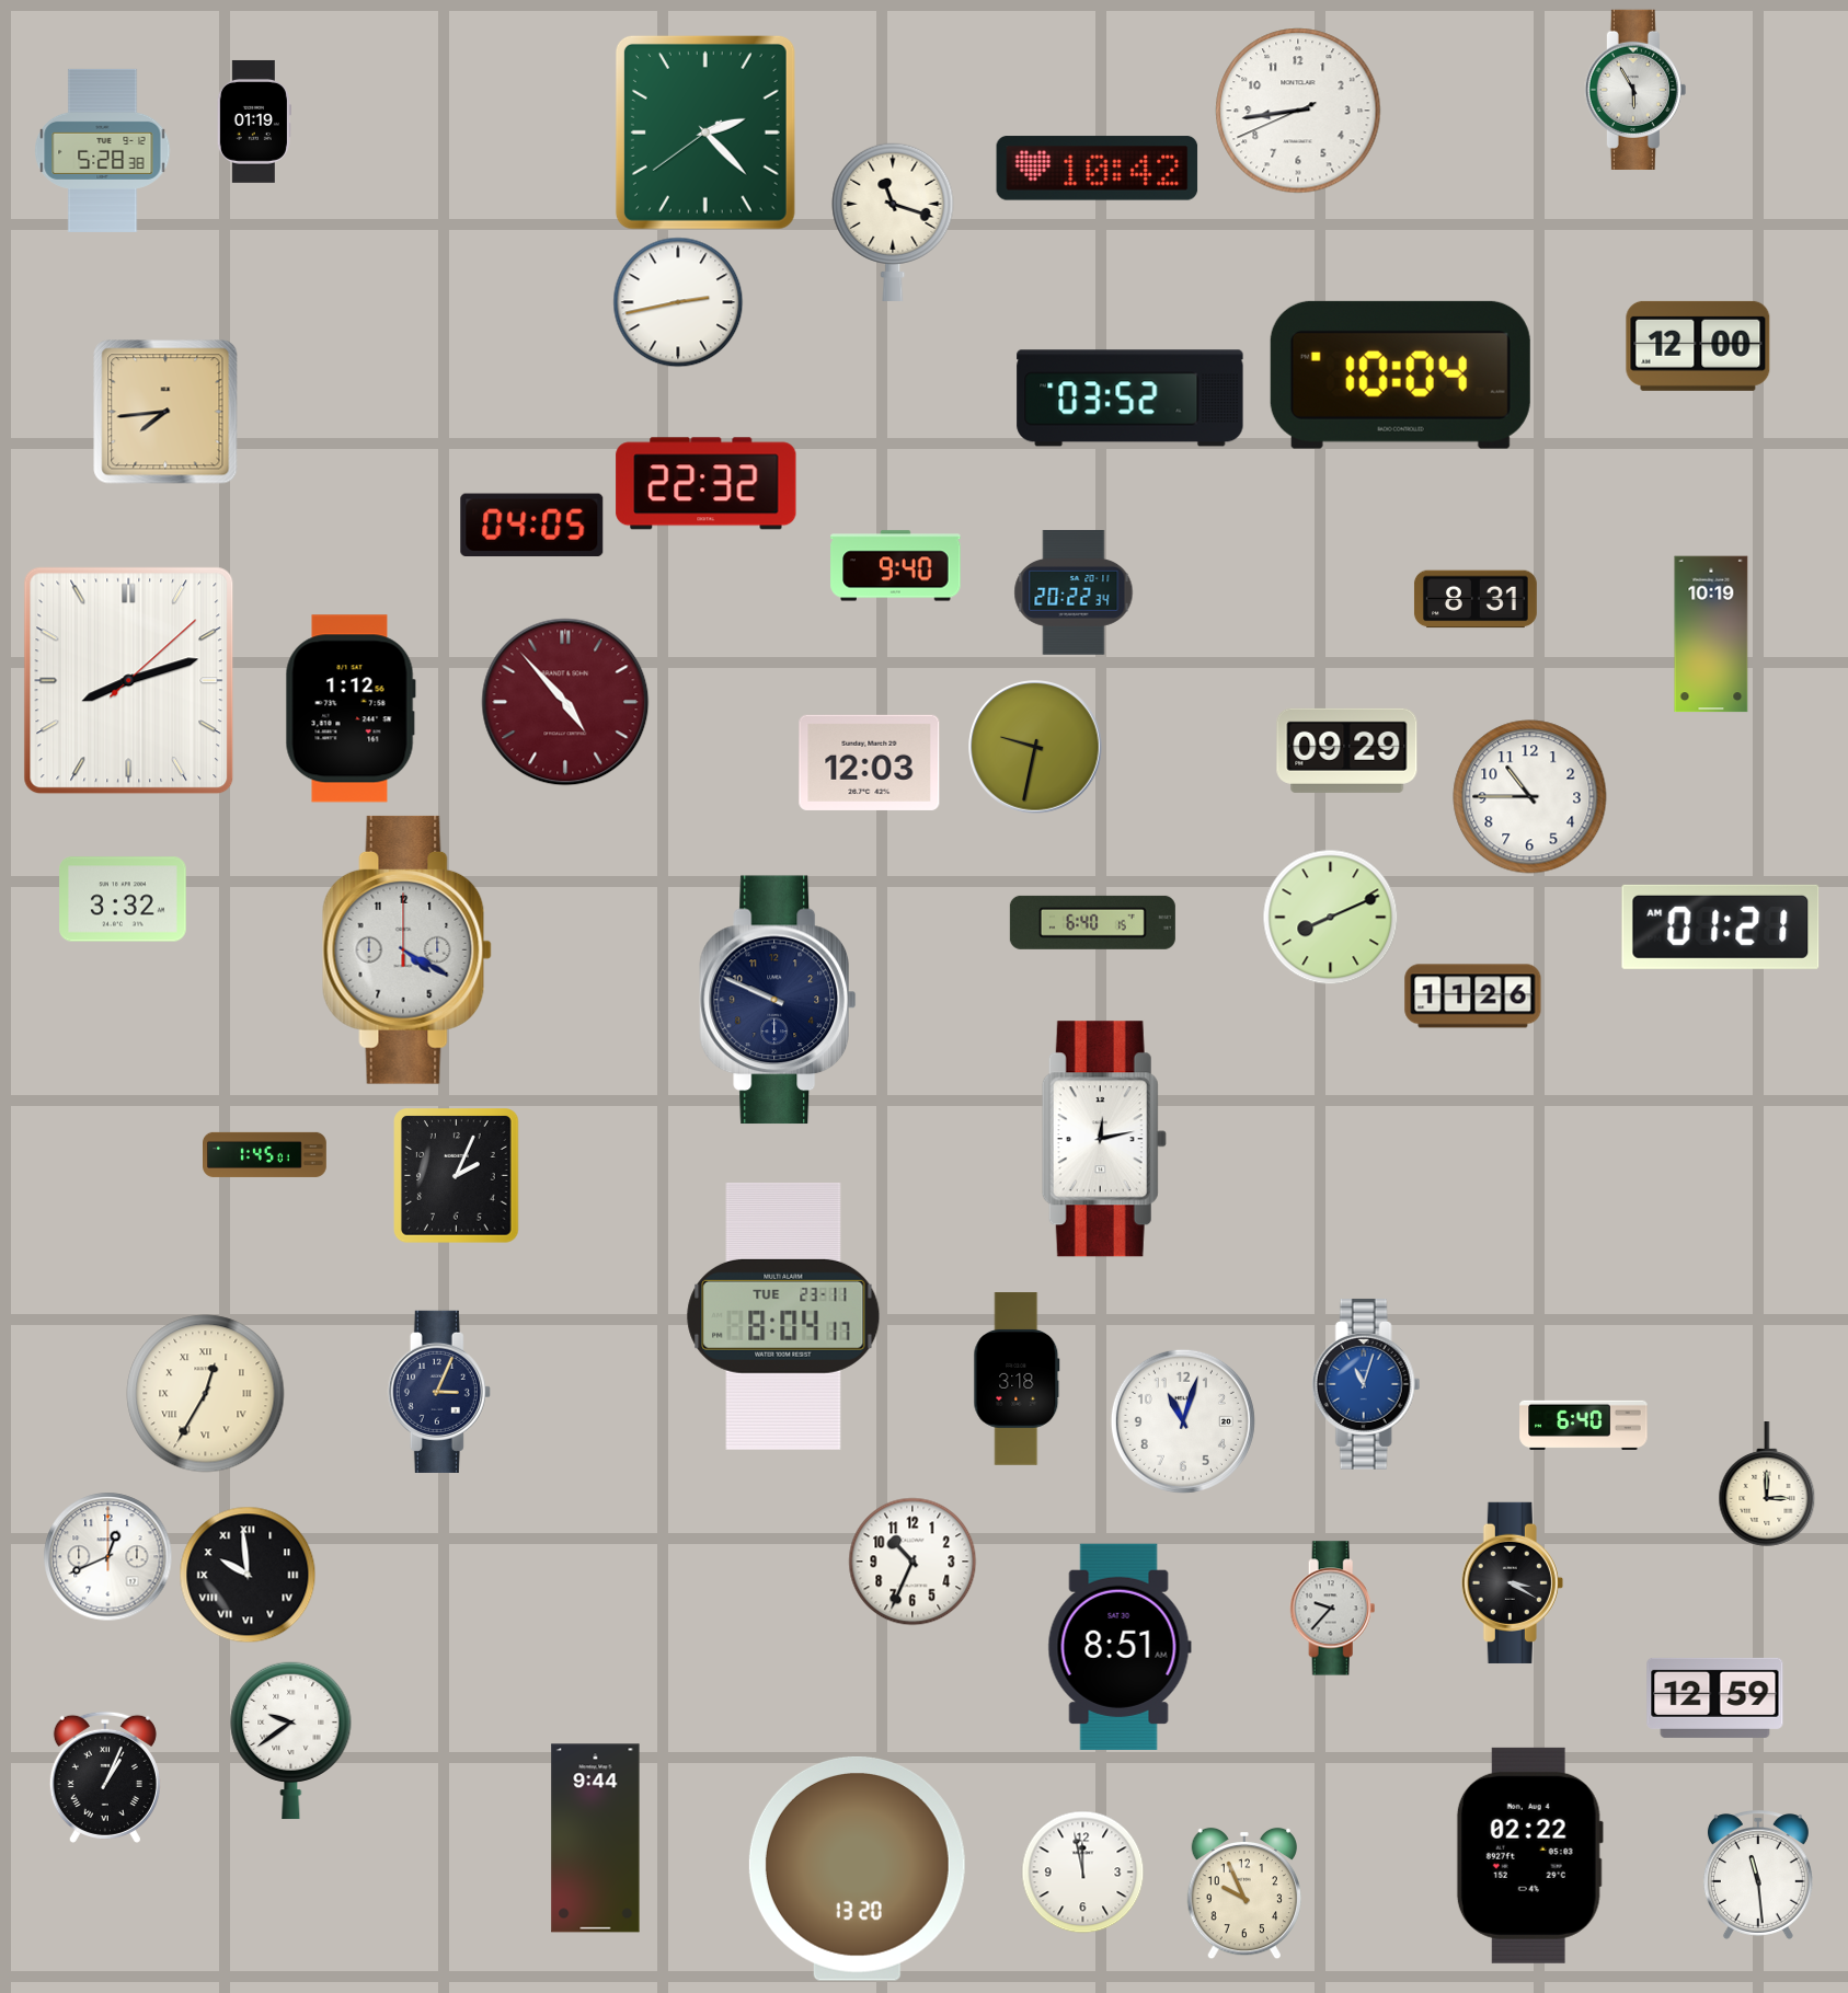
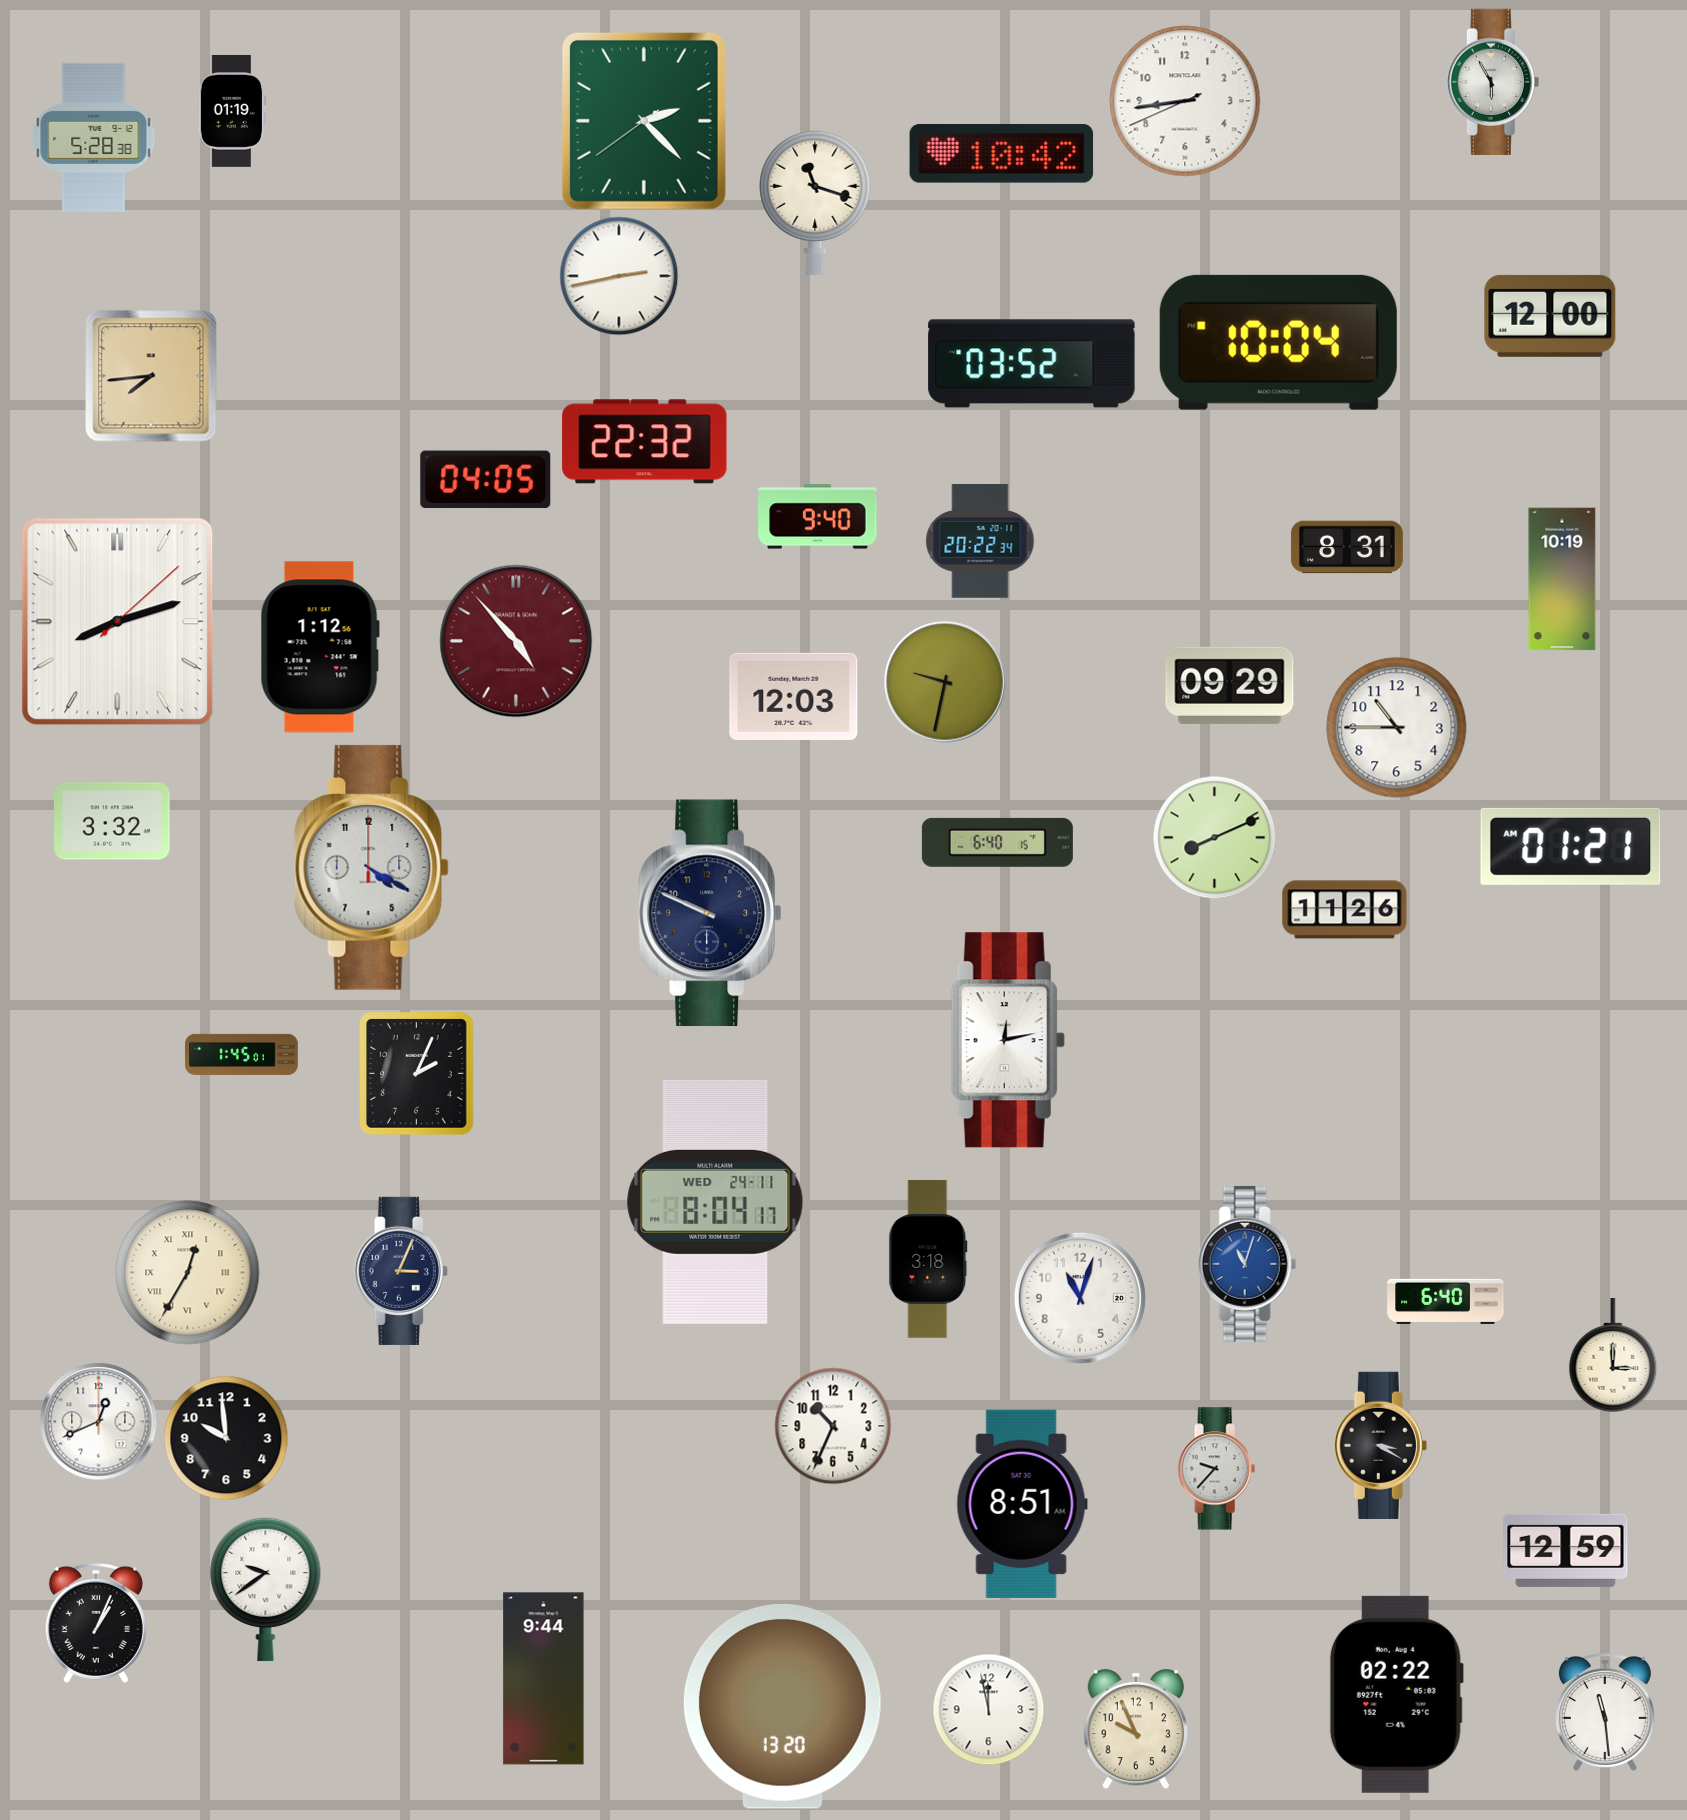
clock at (783, 1316) date: TUE 23-11 -> WED 24-11
clock at (248, 1575) numerals: Roman -> Arabic
